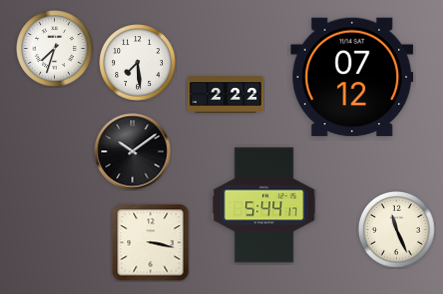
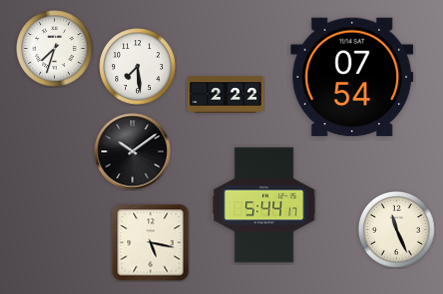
clock at (138, 63) position: (138, 63) -> (138, 67)
clock at (352, 77): 07:12 -> 07:54
clock at (151, 243): 3:17 -> 5:17
